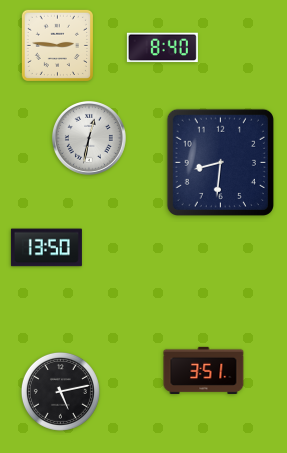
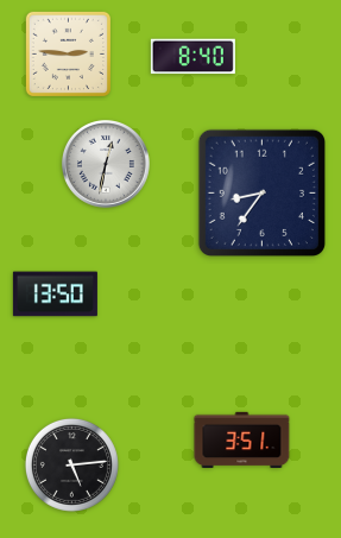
clock at (220, 162): 8:31 -> 8:36
clock at (60, 391): 5:13 -> 5:14
